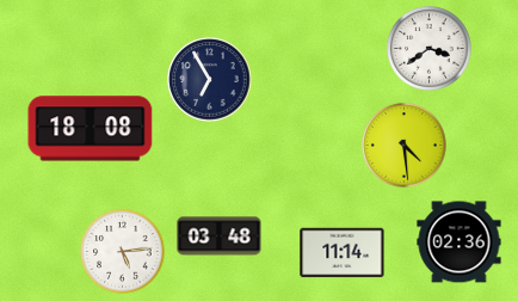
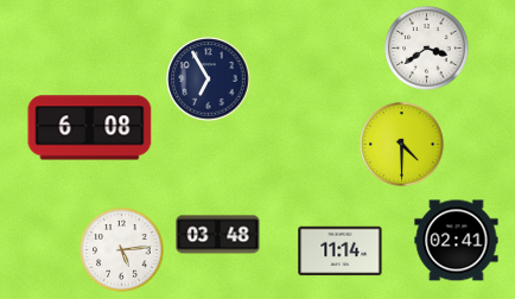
clock at (91, 129): 18:08 -> 6:08
clock at (405, 146): 4:29 -> 4:30
clock at (460, 242): 02:36 -> 02:41
